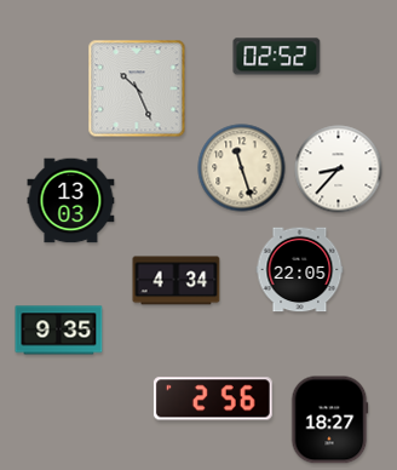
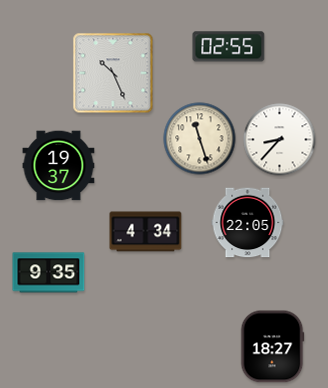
clock at (277, 57): 02:52 -> 02:55
clock at (71, 201): 13:03 -> 19:37
clock at (213, 399): 2:56 -> none
